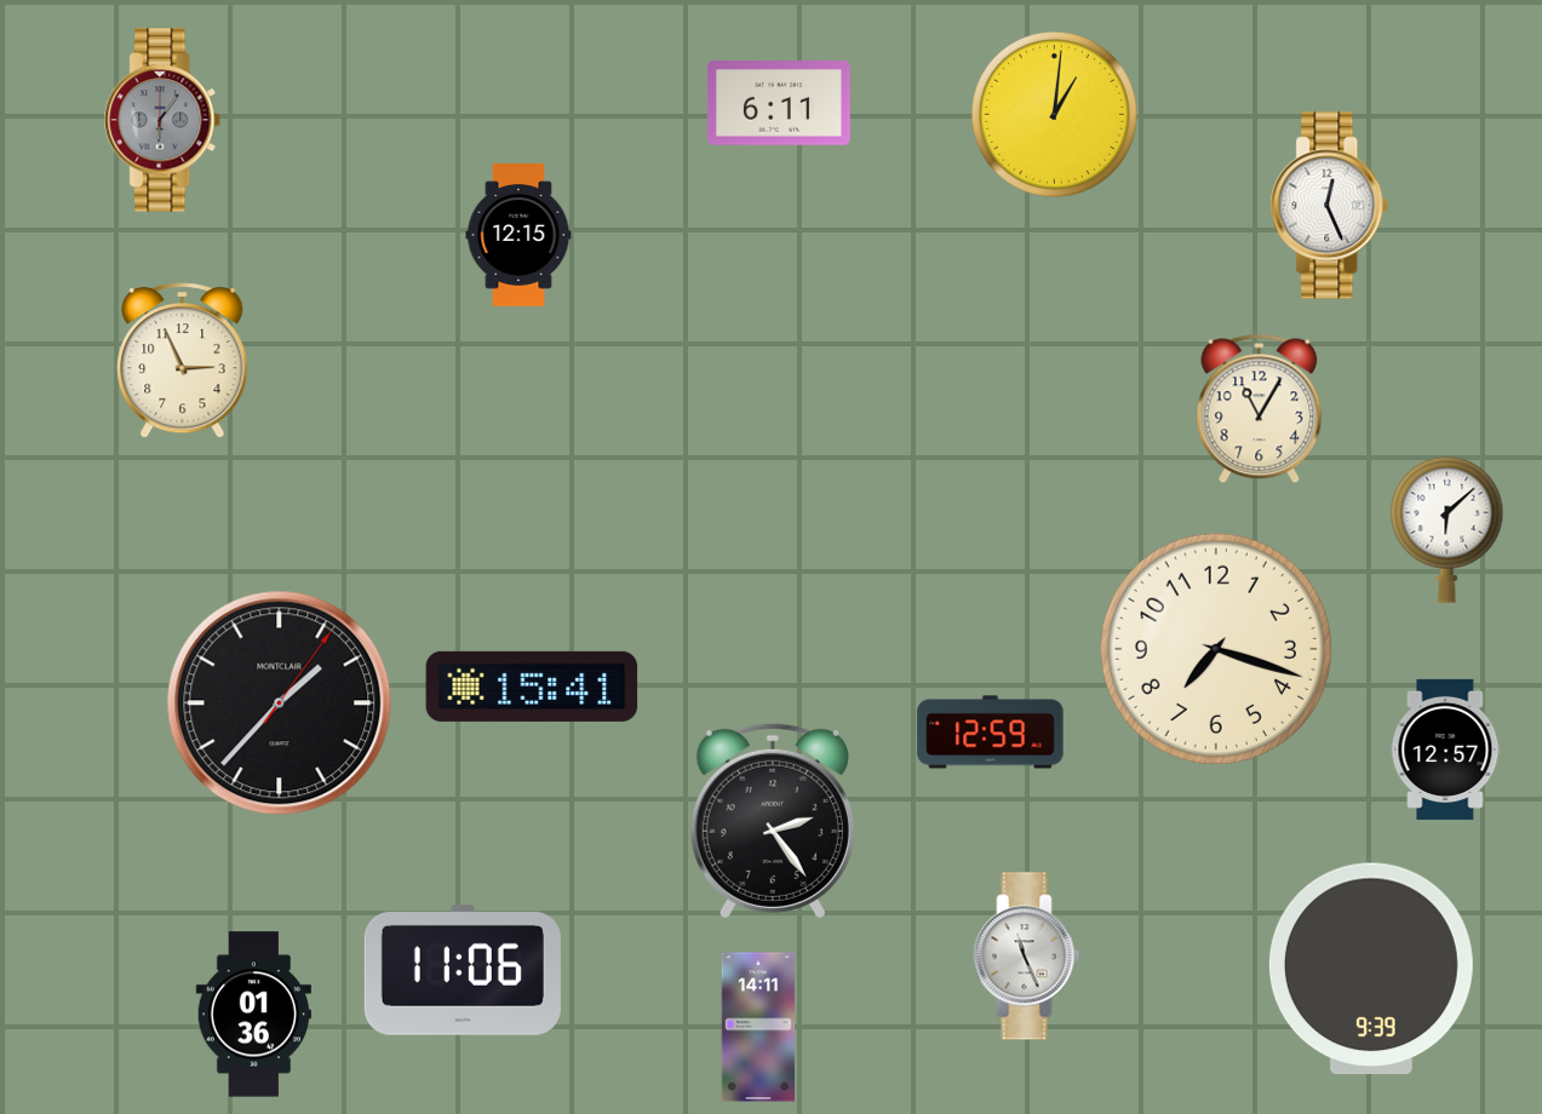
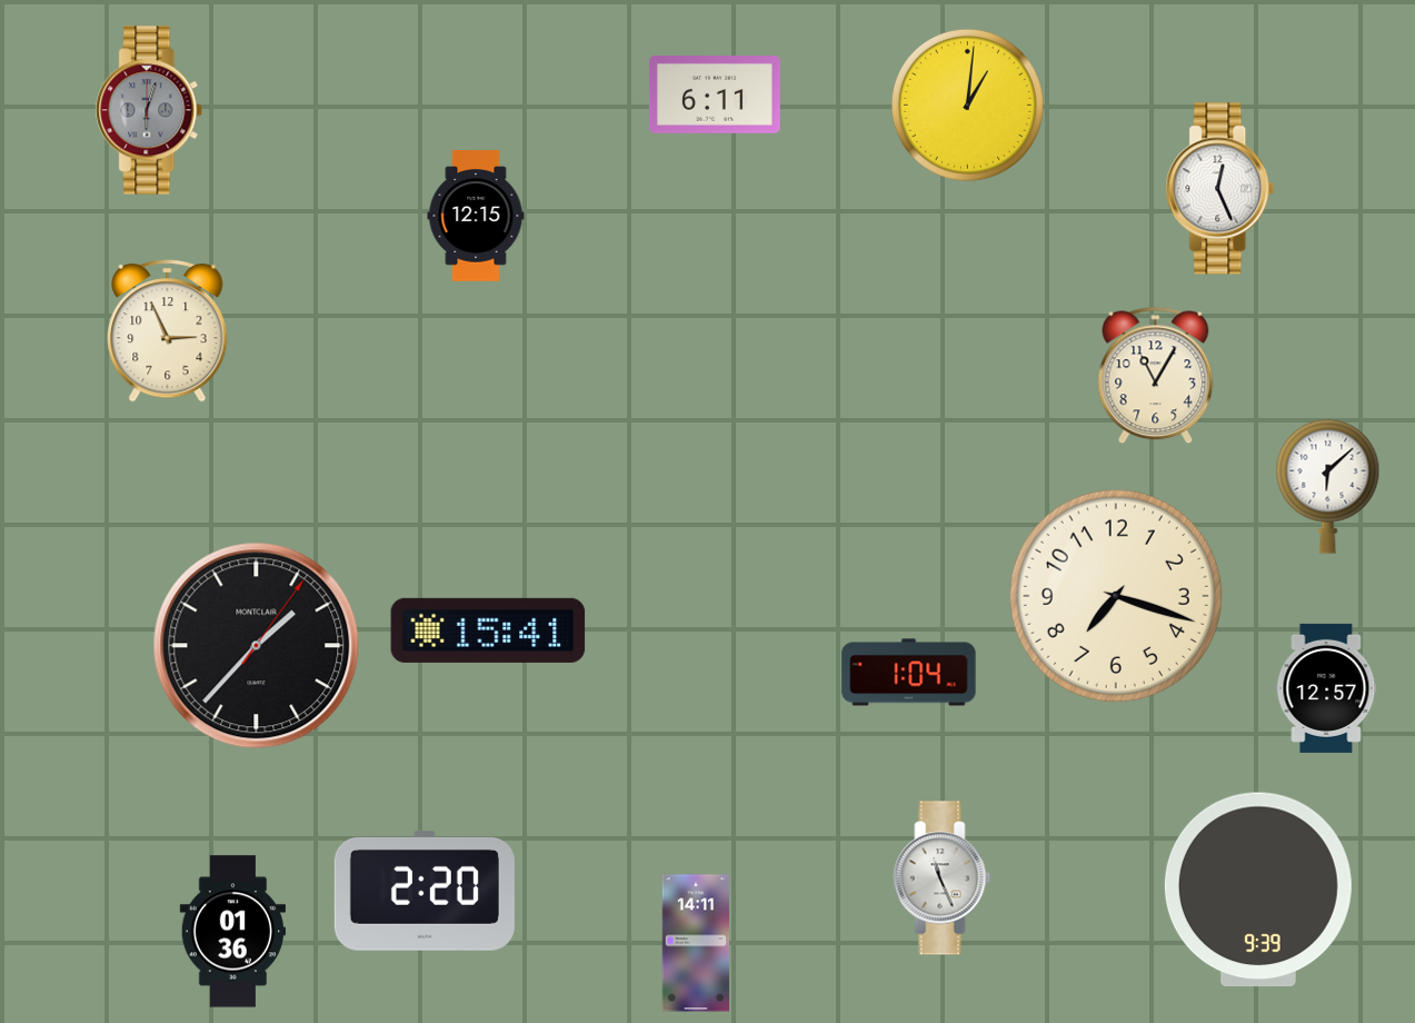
clock at (164, 120): 6:06 -> 6:03
clock at (991, 733): 12:59 -> 1:04
clock at (773, 821): 2:24 -> none
clock at (463, 970): 11:06 -> 2:20
